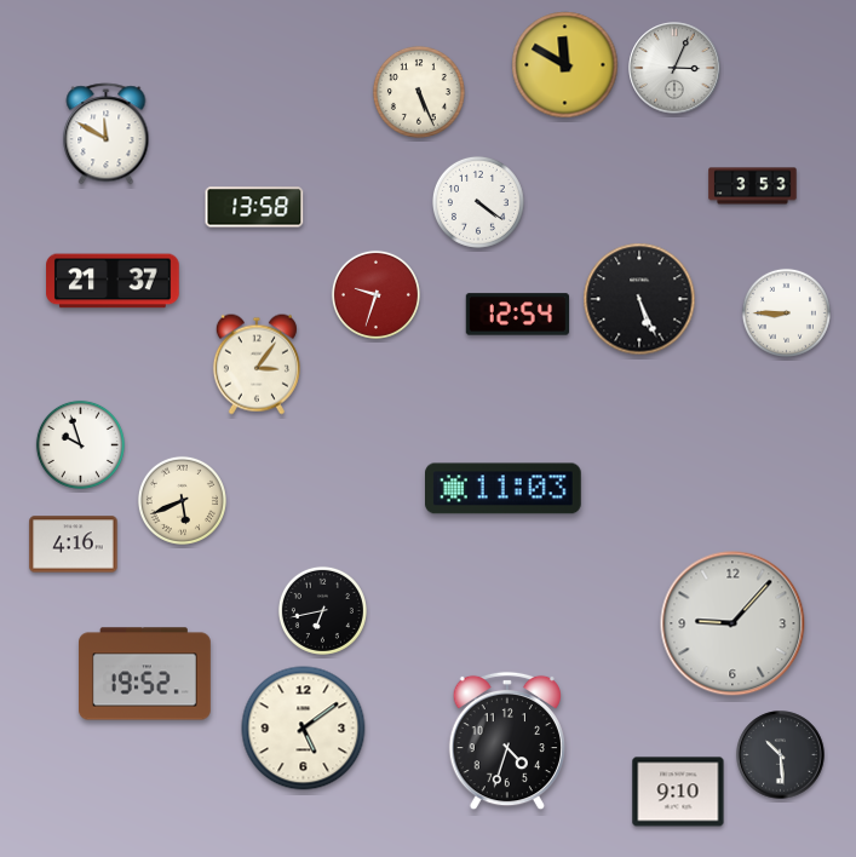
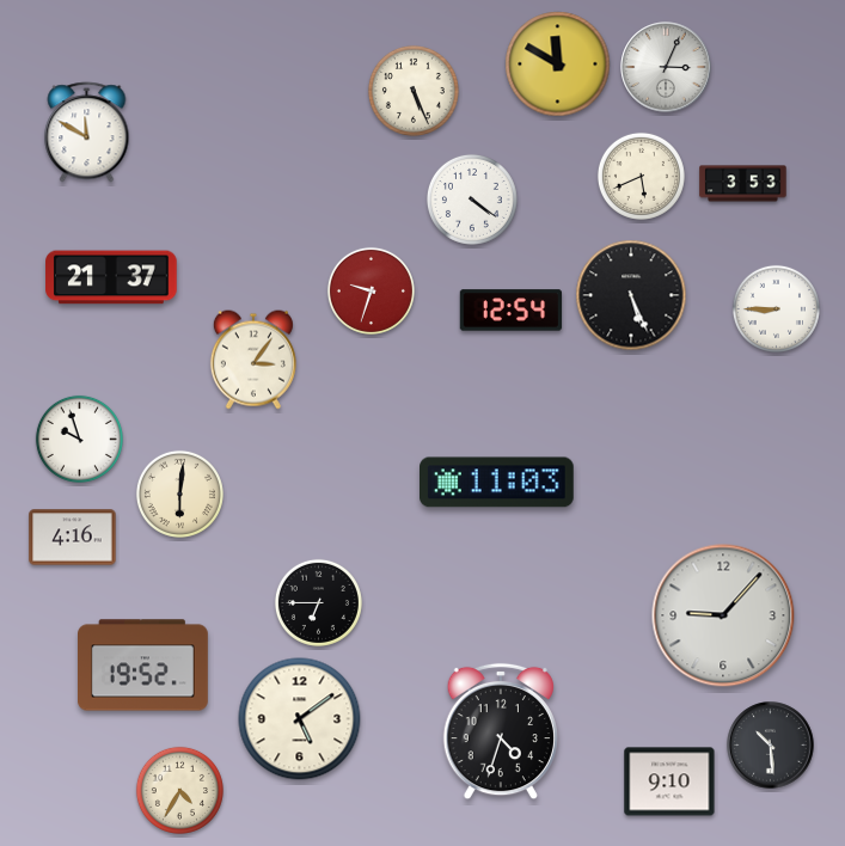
clock at (107, 134) position: (107, 134) -> (87, 133)
clock at (641, 176): none -> 5:41
clock at (254, 207): 13:58 -> none
clock at (182, 500): 5:41 -> 6:01
clock at (322, 610): 6:43 -> 6:45
clock at (179, 790): none -> 4:35
